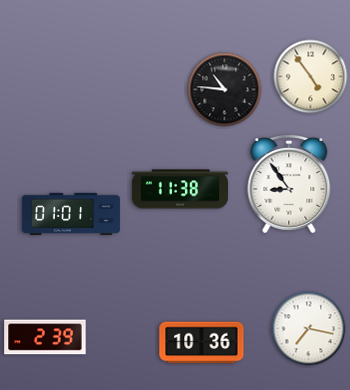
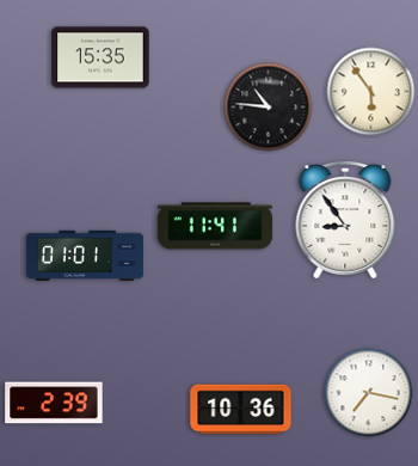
clock at (100, 57): none -> 15:35
clock at (311, 77): 4:54 -> 5:54
clock at (180, 189): 11:38 -> 11:41
